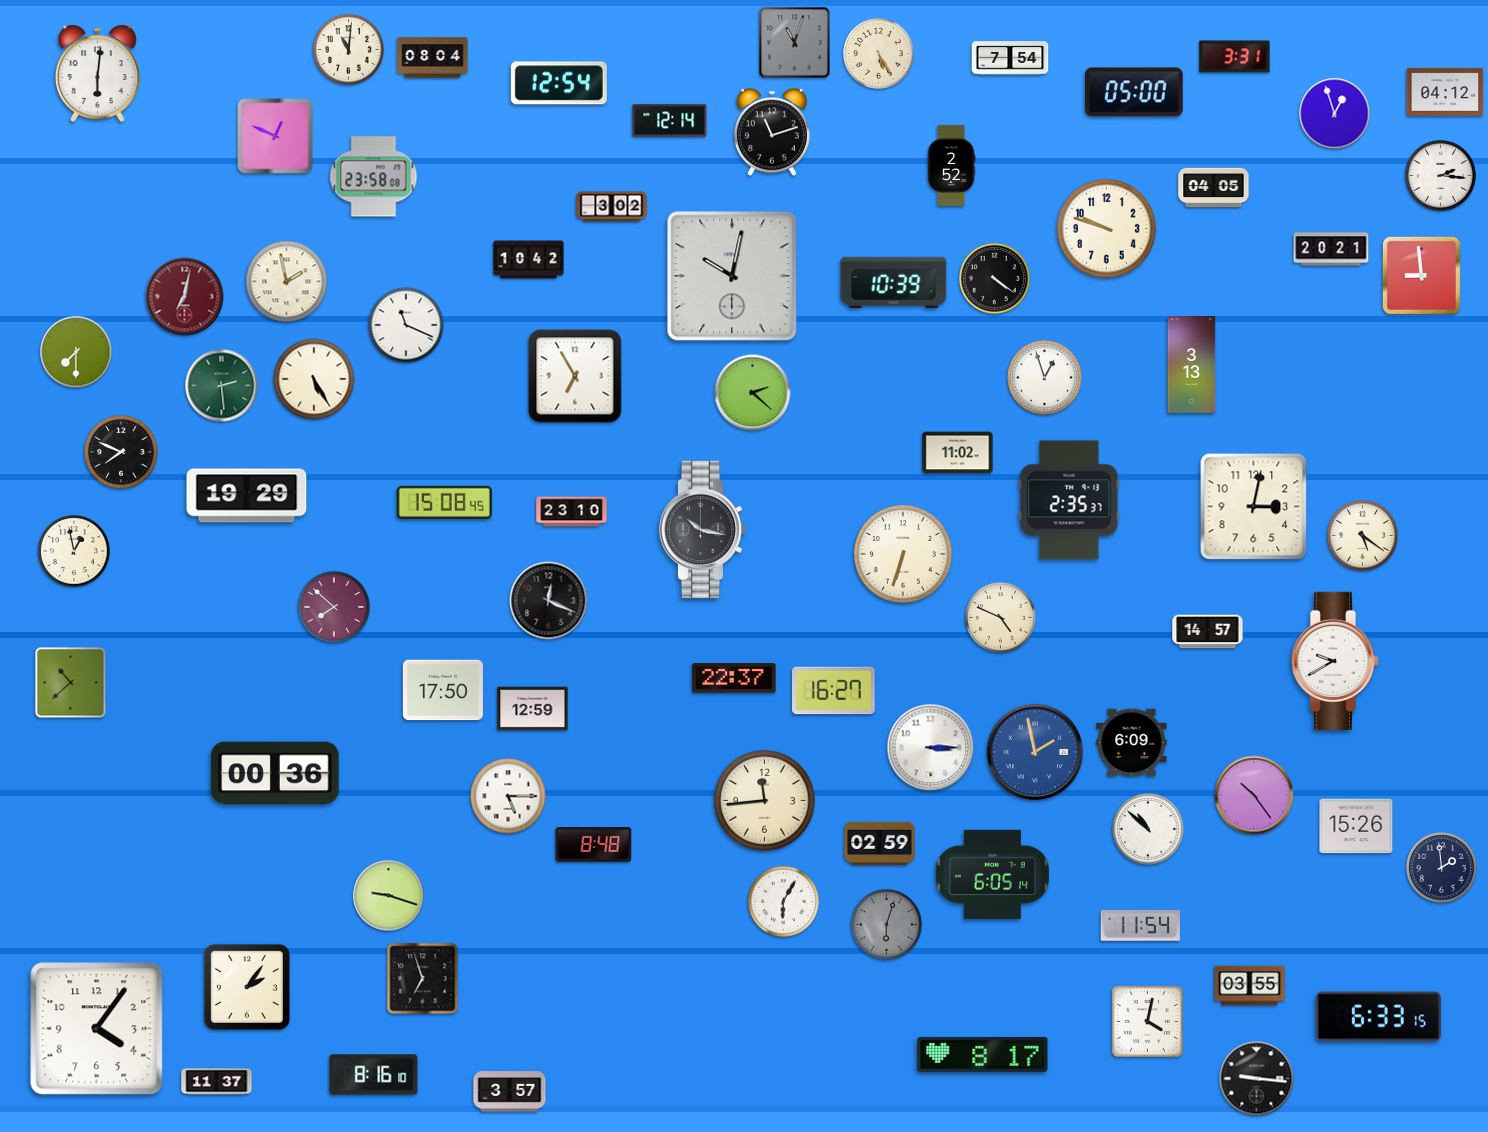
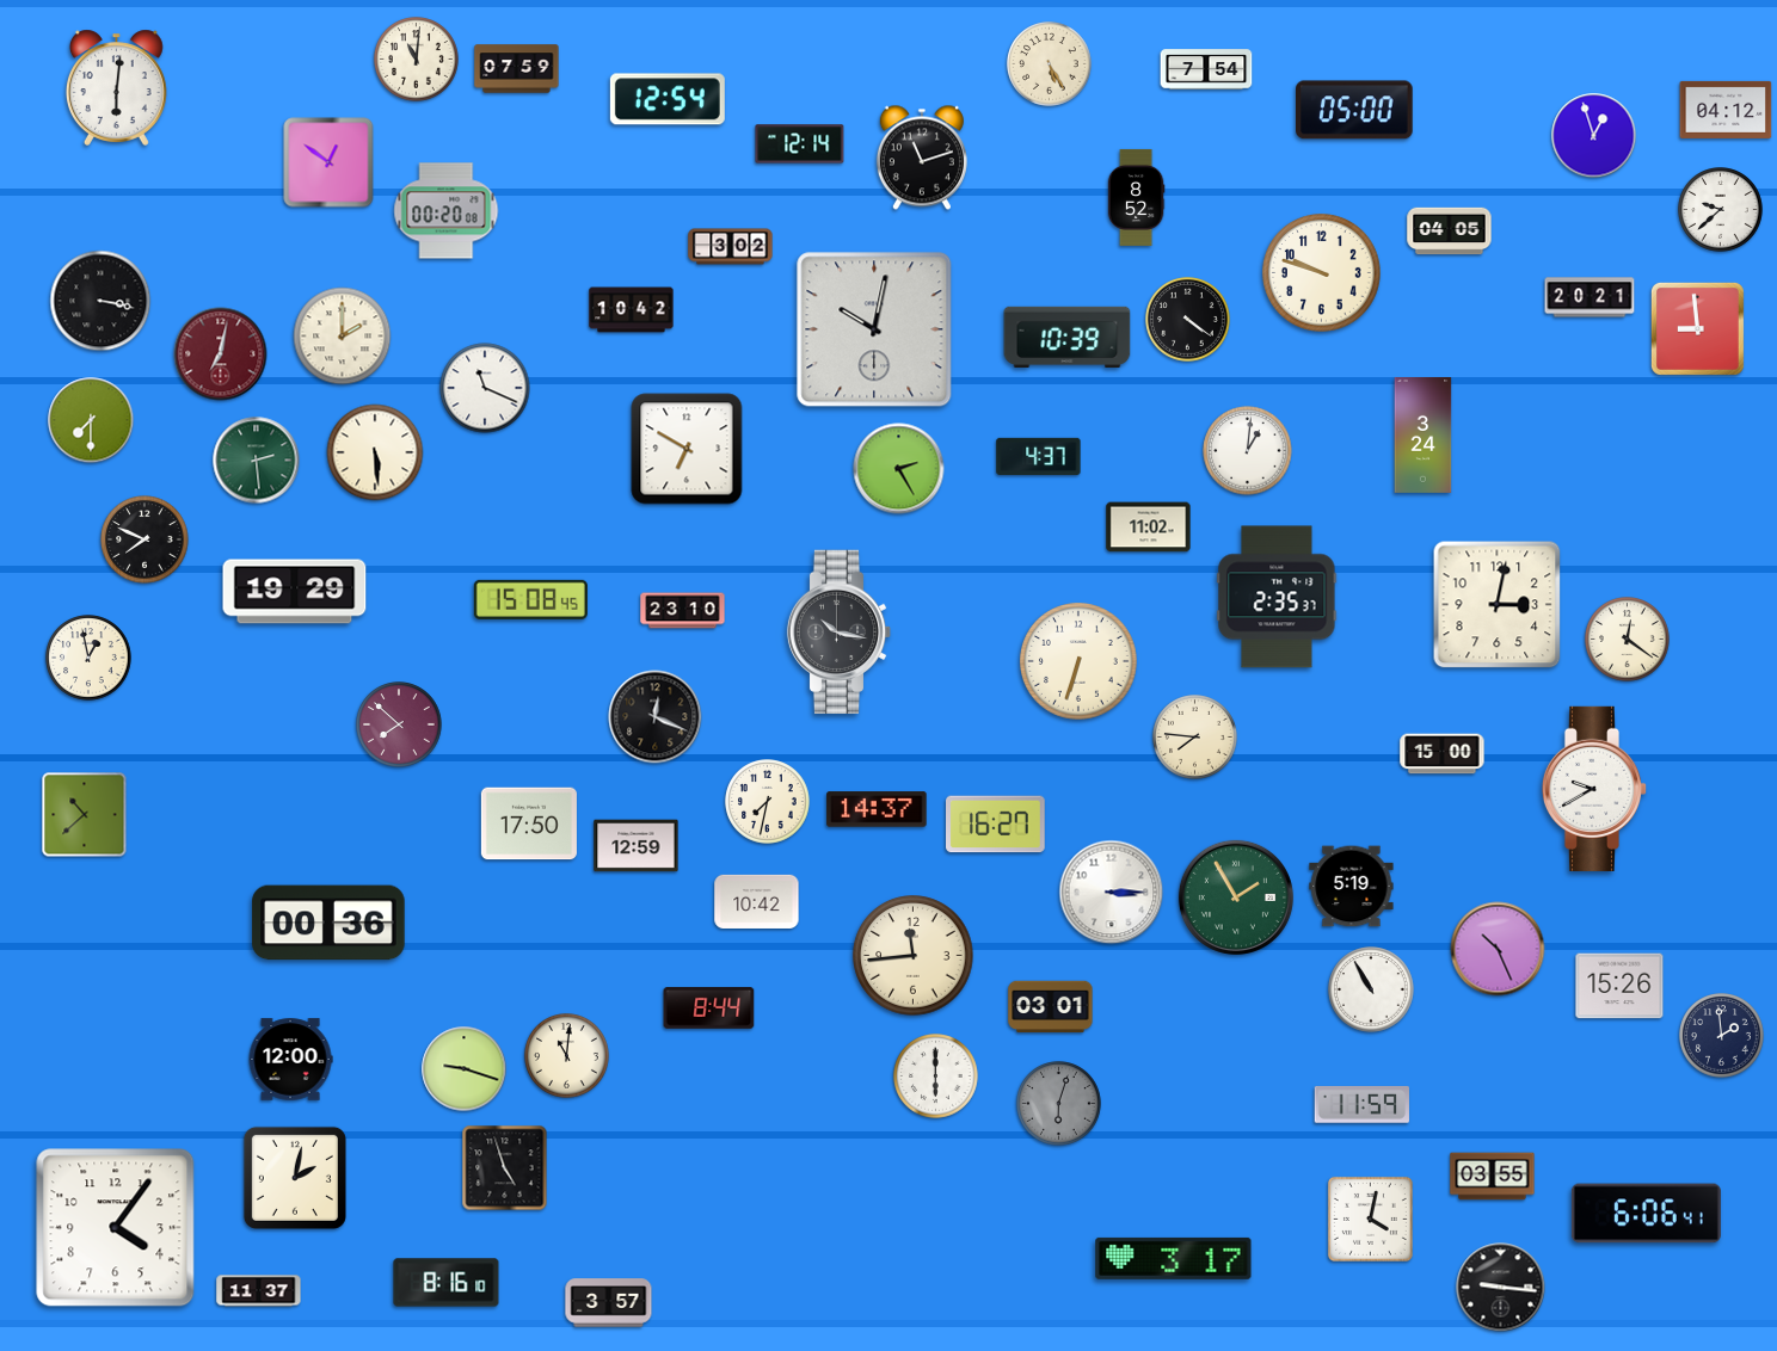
clock at (795, 43): 11:03 -> none
clock at (1235, 57): 3:31 -> none
clock at (433, 58): 08:04 -> 07:59
clock at (275, 136): 12:49 -> 12:51
clock at (951, 165): 2:52 -> 8:52
clock at (1441, 176): 2:16 -> 9:38
clock at (374, 177): 23:58 -> 00:20
clock at (1214, 188) position: (1214, 188) -> (1450, 232)
clock at (100, 301): none -> 3:17
clock at (995, 279) position: (995, 279) -> (1188, 320)
clock at (287, 282): 1:58 -> 2:00
clock at (1192, 365): 3:13 -> 3:24
clock at (575, 376): 6:55 -> 6:50
clock at (1045, 378): 12:57 -> 1:01
clock at (314, 379): 5:25 -> 5:29
clock at (1039, 456): none -> 4:37
clock at (222, 386) position: (222, 386) -> (257, 461)
clock at (753, 393): 2:22 -> 2:25
clock at (958, 453) position: (958, 453) -> (1149, 528)
clock at (1363, 536): 5:21 -> 12:21
clock at (1001, 618): 4:49 -> 7:46
clock at (1208, 632): 14:57 -> 15:00
clock at (768, 802): none -> 7:32
clock at (734, 678): 22:37 -> 14:37
clock at (1132, 743): 6:09 -> 5:19
clock at (1035, 752): 1:58 -> 1:55
clock at (1035, 752) dial: blue -> green
clock at (757, 901): none -> 10:42
clock at (1254, 795): 10:24 -> 10:26
clock at (508, 796): 5:15 -> none
clock at (1148, 829): 10:52 -> 10:55
clock at (880, 844): 02:59 -> 03:01
clock at (594, 845): 8:48 -> 8:44
clock at (992, 874): 6:05 -> none
clock at (567, 1056): none -> 11:01
clock at (290, 1060): none -> 12:00
clock at (784, 902): 6:05 -> 6:00
clock at (1140, 926): 11:54 -> 11:59
clock at (423, 979): 6:57 -> 4:57
clock at (247, 987): 2:06 -> 2:02
clock at (1378, 1017): 6:33 -> 6:06
clock at (983, 1054): 8:17 -> 3:17
